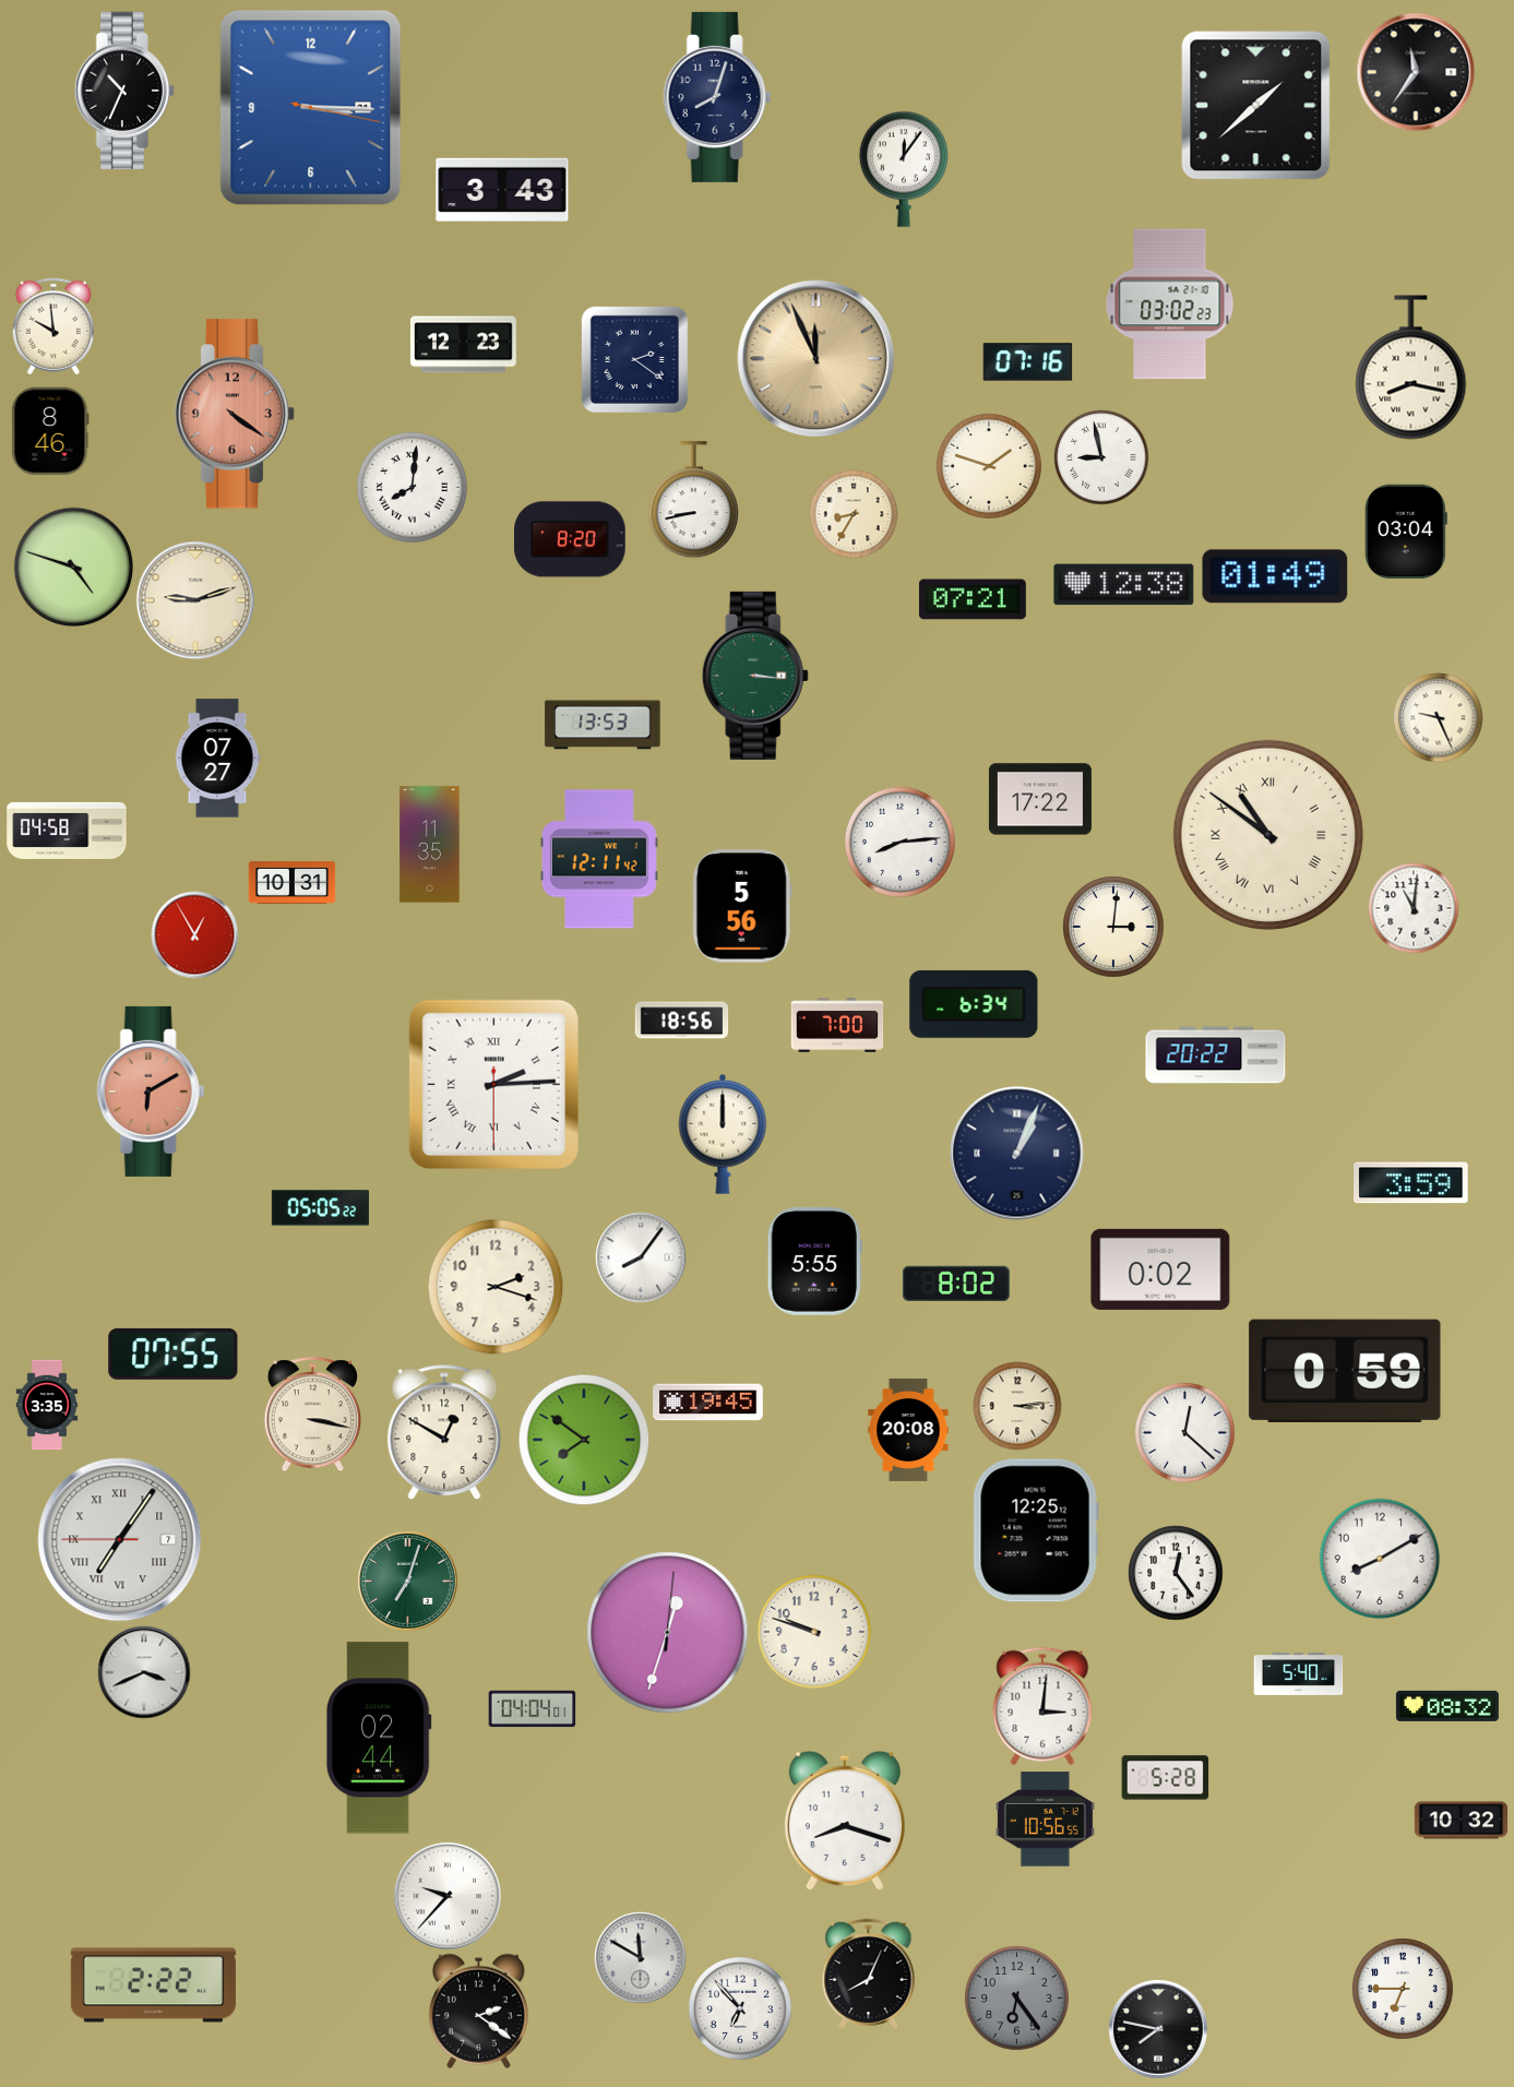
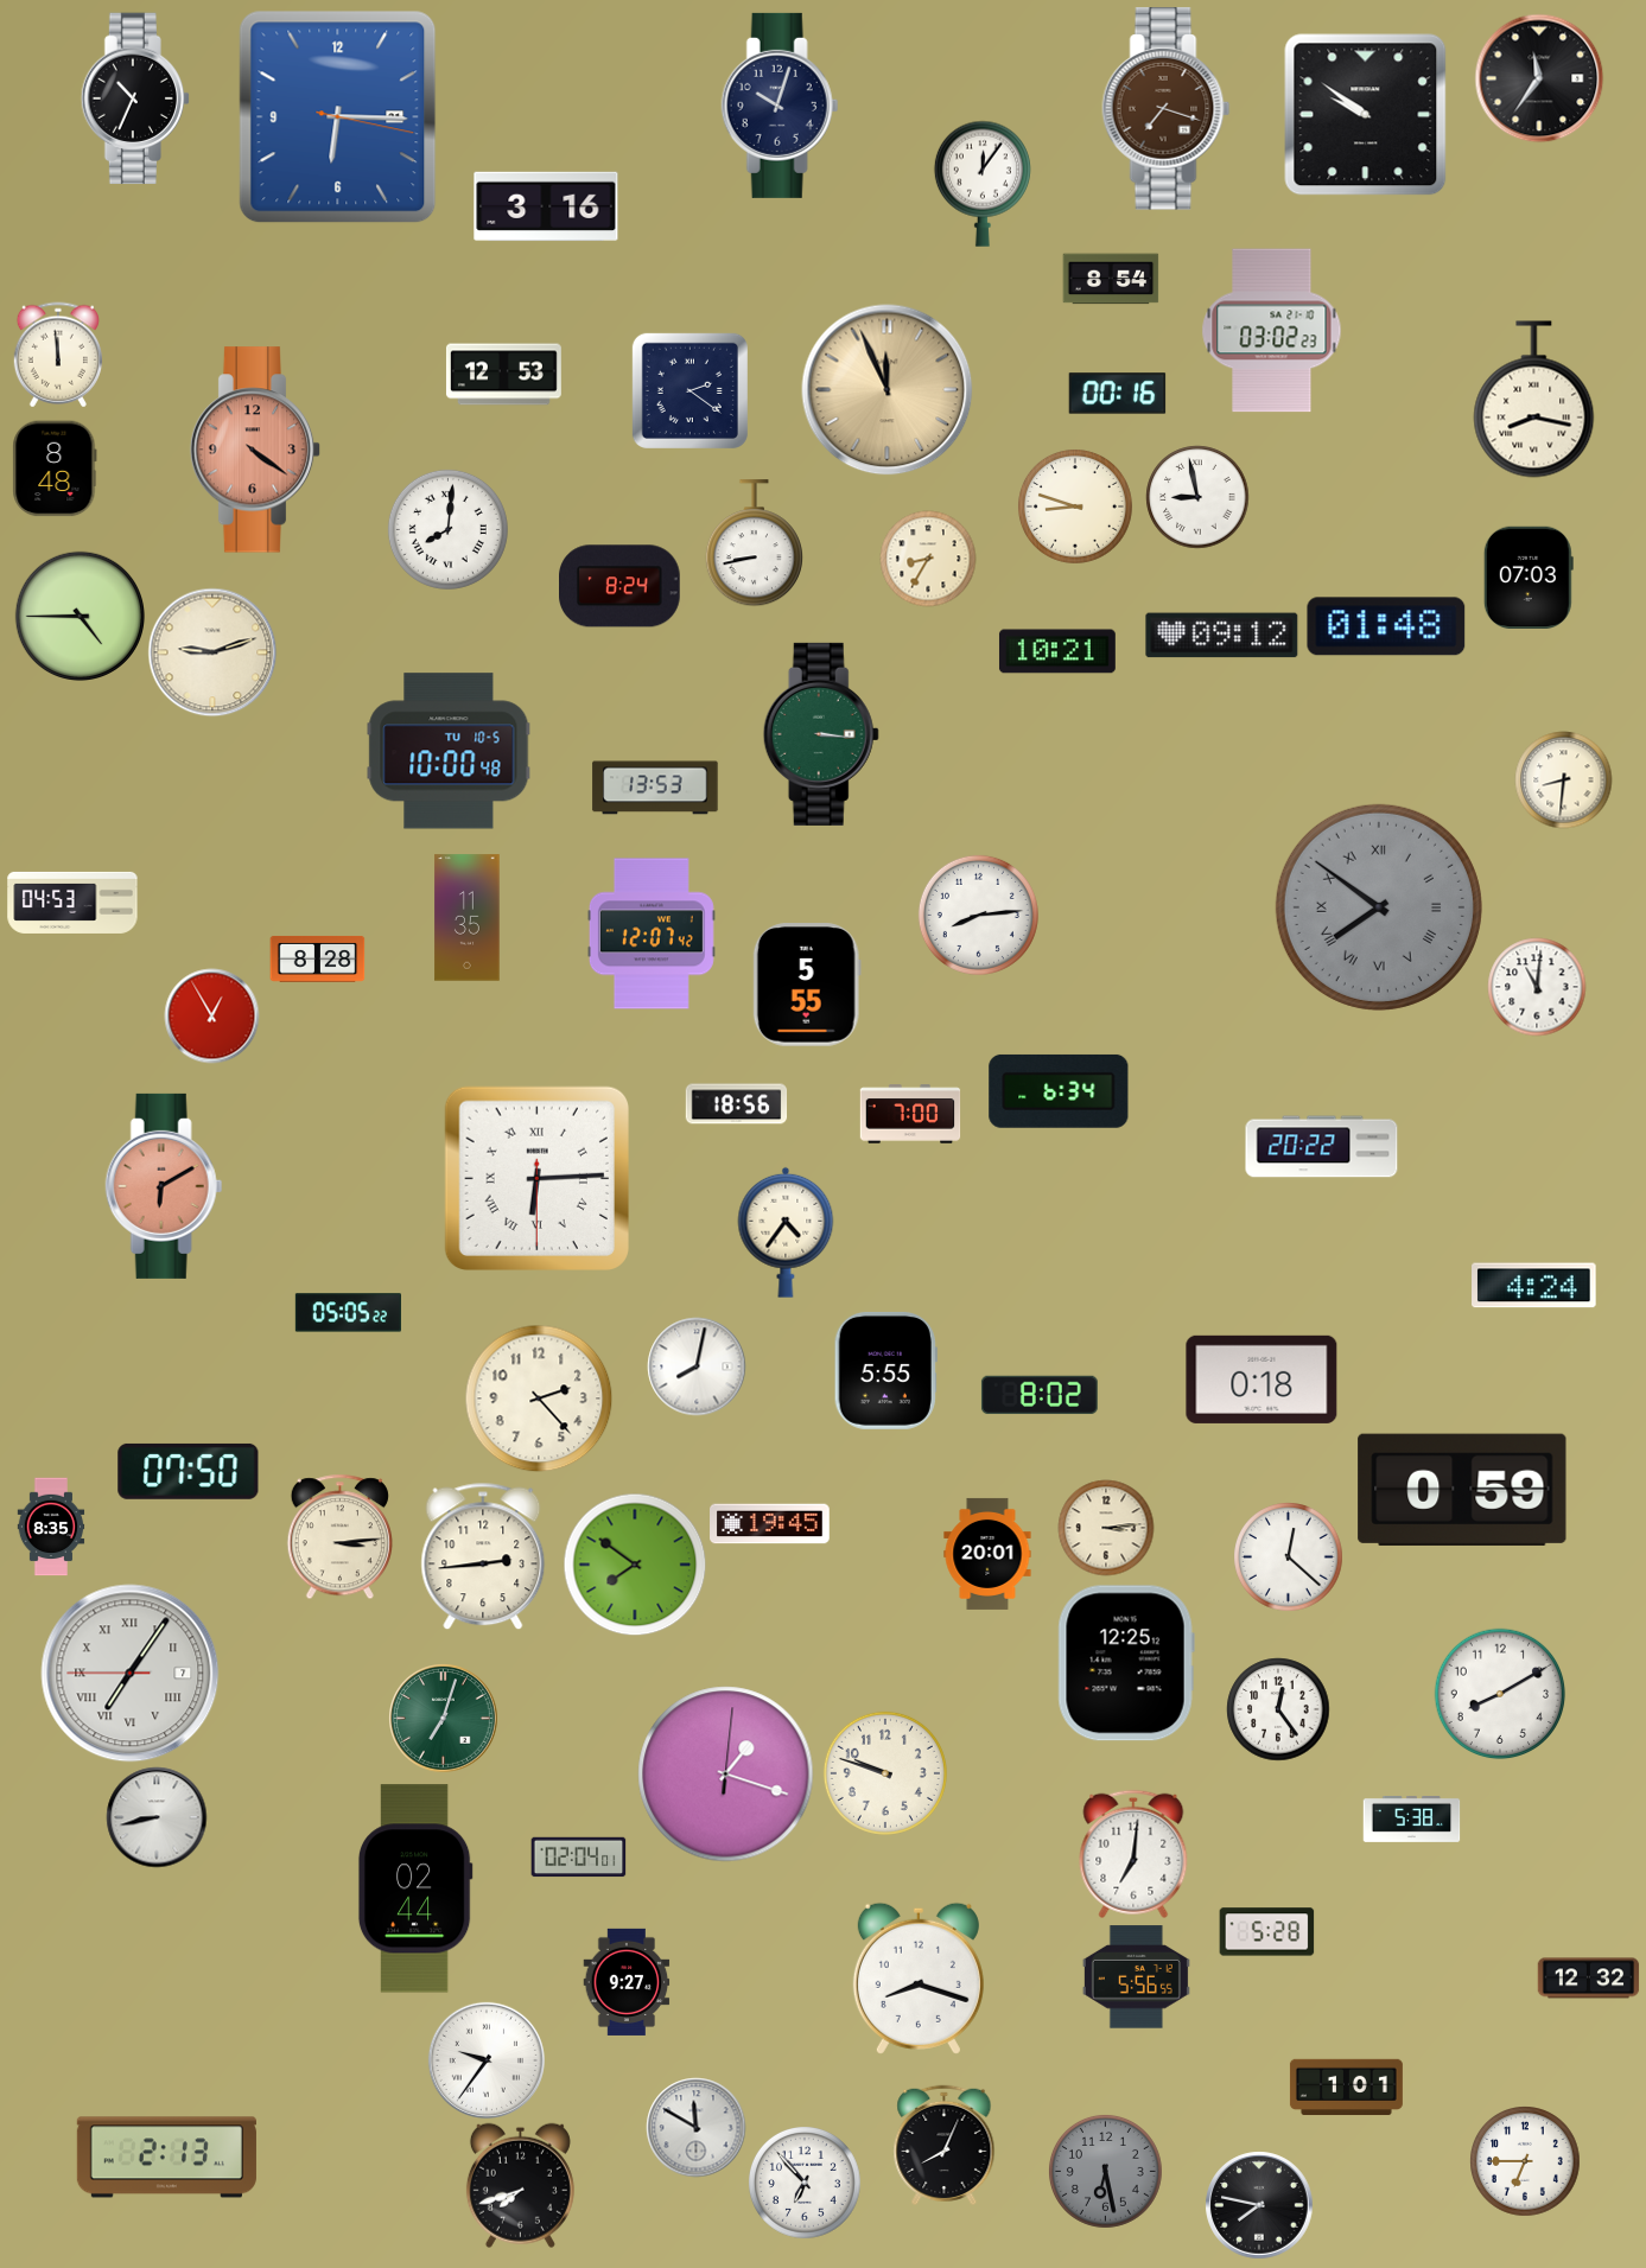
clock at (717, 97): 8:03 -> 10:03
clock at (1167, 109): none -> 7:18
clock at (1256, 106): 1:38 -> 9:51
clock at (311, 108): 3:15 -> 6:15
clock at (502, 190): 3:43 -> 3:16
clock at (1111, 279): none -> 8:54
clock at (53, 326): 9:59 -> 11:59
clock at (463, 345): 12:23 -> 12:53
clock at (1027, 362): 07:16 -> 00:16
clock at (50, 431): 8:46 -> 8:48
clock at (989, 466): 1:48 -> 8:48
clock at (1406, 530): 03:04 -> 07:03
clock at (571, 539): 8:20 -> 8:24
clock at (73, 567): 4:48 -> 4:45
clock at (1275, 576): 01:49 -> 01:48
clock at (1124, 585): 12:38 -> 09:12
clock at (973, 599): 07:21 -> 10:21
clock at (449, 751): none -> 10:00
clock at (1438, 717): 9:26 -> 8:31
clock at (217, 759): 07:27 -> none
clock at (1040, 799): 17:22 -> none
clock at (67, 831): 04:58 -> 04:53
clock at (1268, 835): 10:51 -> 7:51
clock at (1268, 835) dial: cream -> grey
clock at (599, 859): 12:11 -> 12:07
clock at (291, 883): 10:31 -> 8:28
clock at (742, 906): 5:56 -> 5:55
clock at (1113, 927): 3:01 -> none
clock at (681, 1021) position: (681, 1021) -> (736, 1104)
clock at (493, 1084): 2:14 -> 6:14
clock at (723, 1134): 12:00 -> 4:36
clock at (1017, 1154): 1:04 -> none
clock at (1411, 1183): 3:59 -> 4:24
clock at (641, 1257): 8:06 -> 8:02
clock at (1160, 1269): 0:02 -> 0:18
clock at (496, 1287): 2:18 -> 2:23
clock at (174, 1353): 07:55 -> 07:50
clock at (47, 1405): 3:35 -> 8:35
clock at (312, 1414): 3:17 -> 3:14
clock at (908, 1430): 20:08 -> 20:01
clock at (444, 1432): 12:50 -> 2:44
clock at (668, 1633): 12:33 -> 1:18
clock at (144, 1672): 3:41 -> 8:43
clock at (1298, 1674): 5:40 -> 5:38
clock at (1042, 1706): 3:01 -> 7:01
clock at (1447, 1706): 08:32 -> none
clock at (532, 1709): 04:04 -> 02:04
clock at (379, 1738) position: (379, 1738) -> (415, 1888)
clock at (1045, 1820): 10:56 -> 5:56
clock at (1461, 1821): 10:32 -> 12:32
clock at (627, 1982): none -> 9:27
clock at (448, 1896): 9:37 -> 9:36
clock at (1346, 2088): none -> 1:01
clock at (153, 1985): 2:22 -> 2:13
clock at (1016, 1997): 6:24 -> 6:28
clock at (478, 2011): 2:21 -> 7:42
